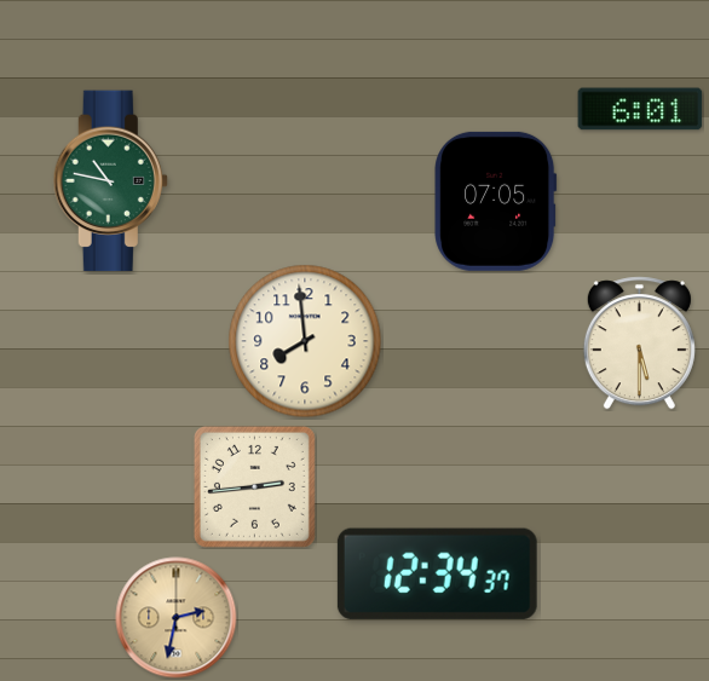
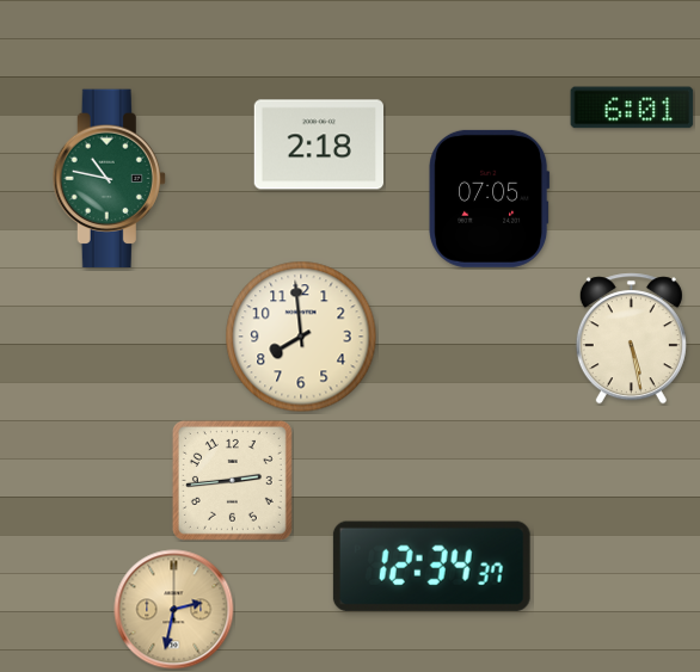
clock at (318, 144): none -> 2:18
clock at (639, 344): 5:30 -> 5:28
clock at (254, 486) position: (254, 486) -> (232, 480)
